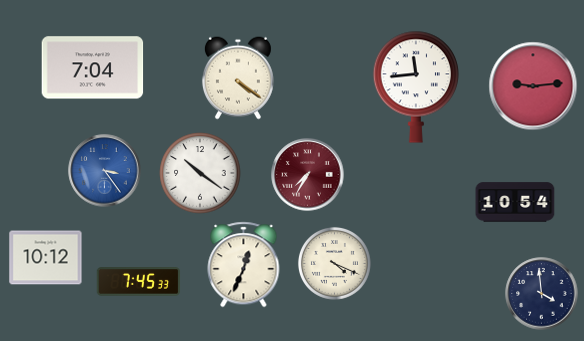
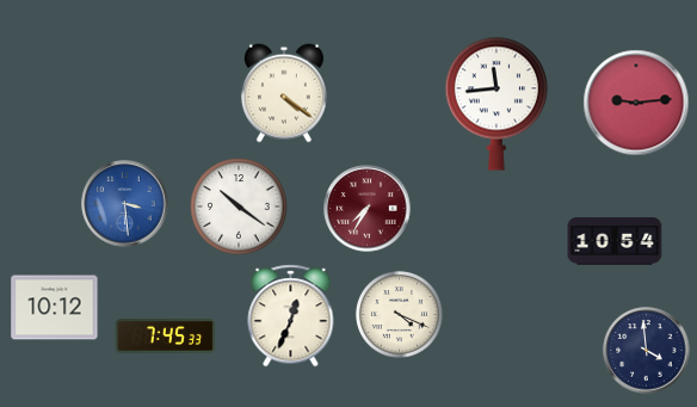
clock at (93, 68): 7:04 -> none
clock at (105, 171): 3:24 -> 3:29
